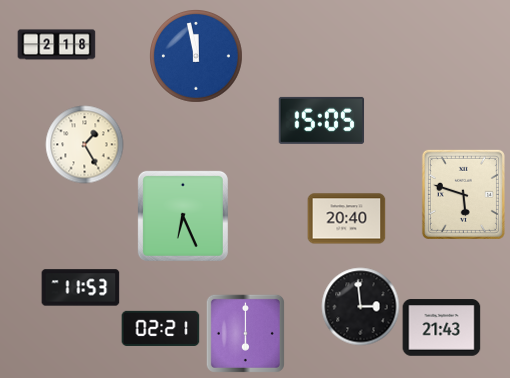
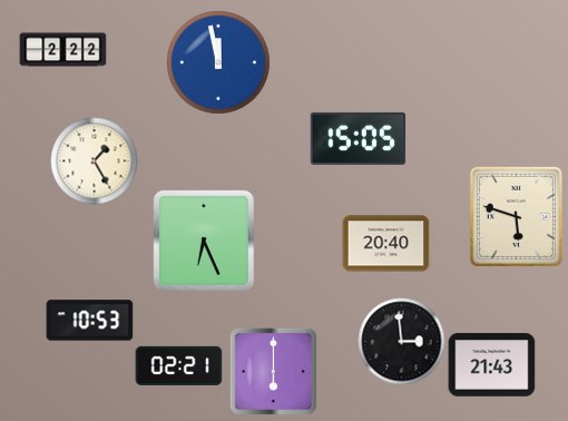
clock at (56, 45): 2:18 -> 2:22
clock at (321, 120) position: (321, 120) -> (358, 138)
clock at (80, 288): 11:53 -> 10:53
